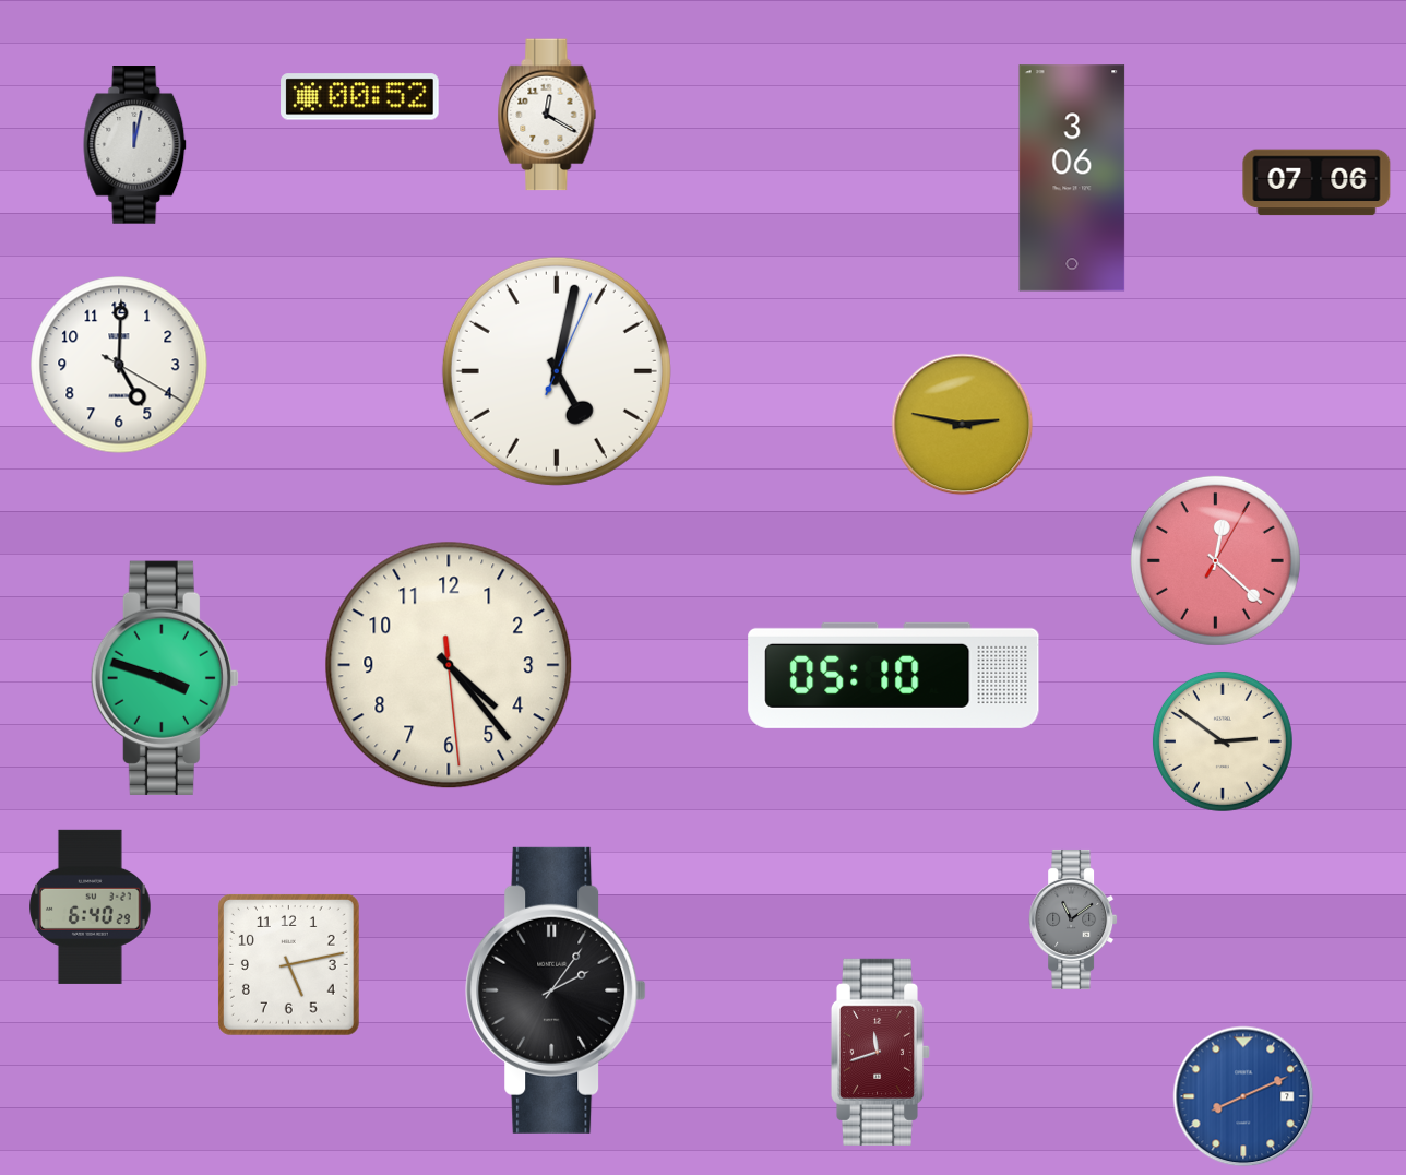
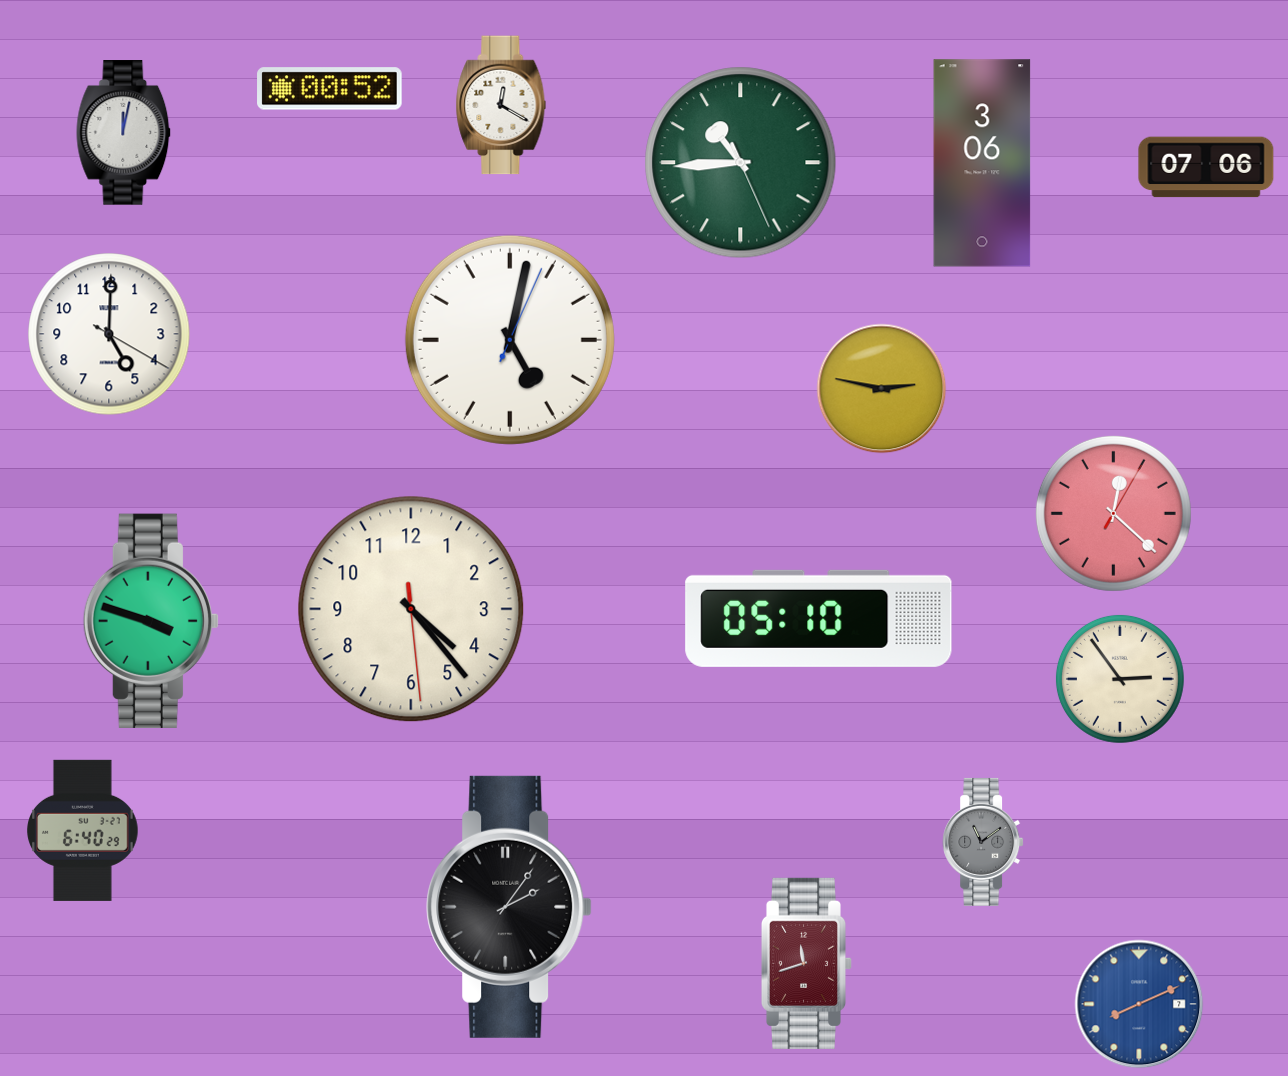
clock at (741, 163): none -> 10:44
clock at (1223, 741): 2:51 -> 2:54
clock at (289, 965): 5:13 -> none
